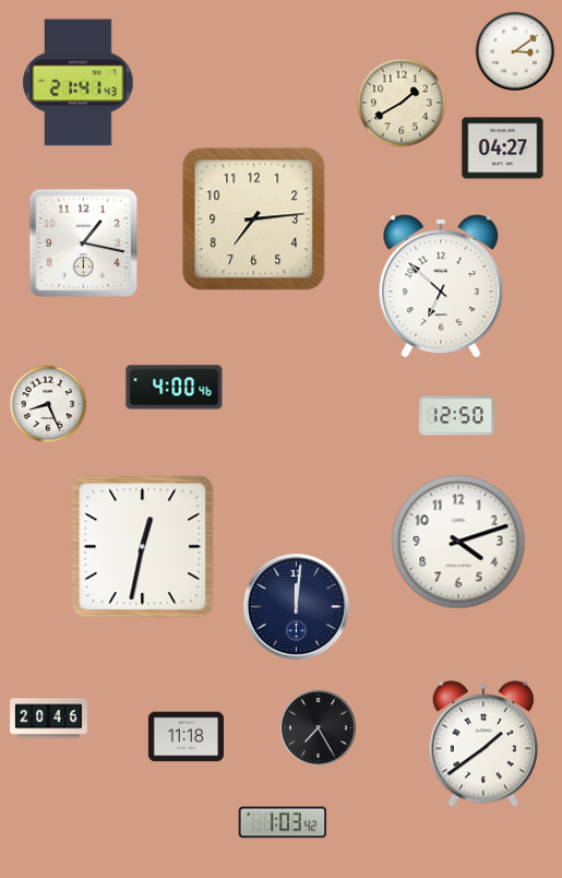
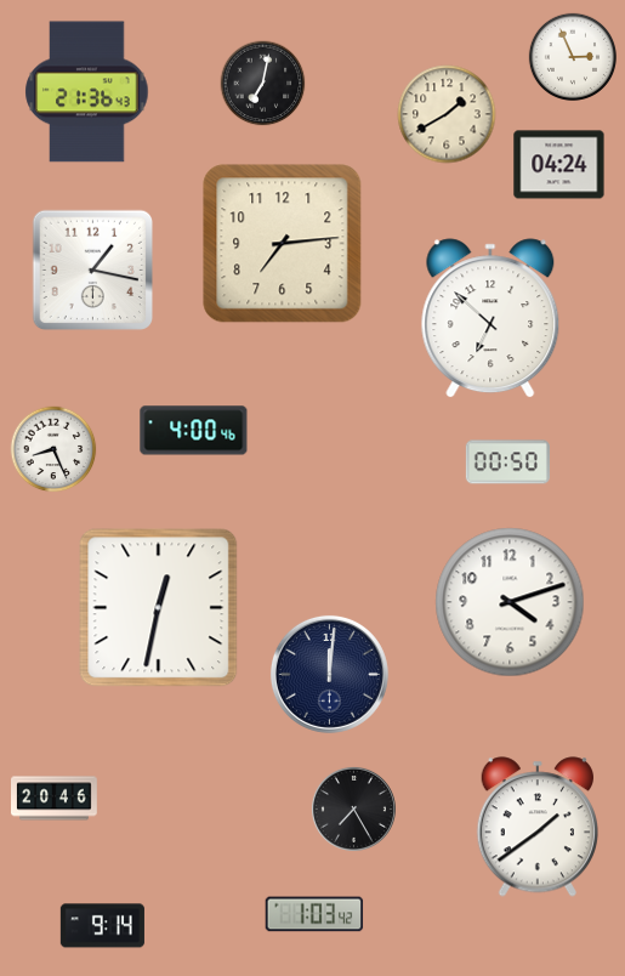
clock at (514, 50): 3:09 -> 2:56
clock at (263, 84): none -> 7:02
clock at (79, 83): 21:41 -> 21:36
clock at (503, 149): 04:27 -> 04:24
clock at (456, 416): 12:50 -> 00:50
clock at (186, 737): 11:18 -> none
clock at (102, 926): none -> 9:14
